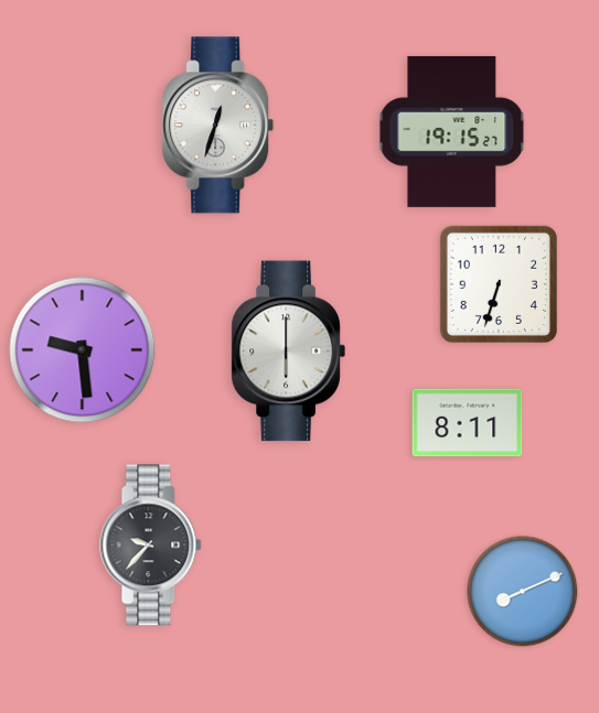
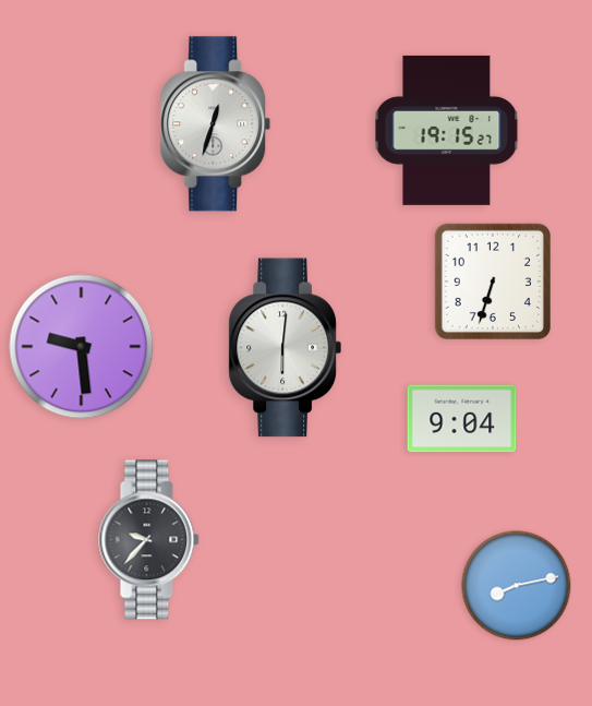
clock at (288, 352): 6:00 -> 6:01
clock at (468, 423): 8:11 -> 9:04
clock at (523, 592): 8:11 -> 8:13
